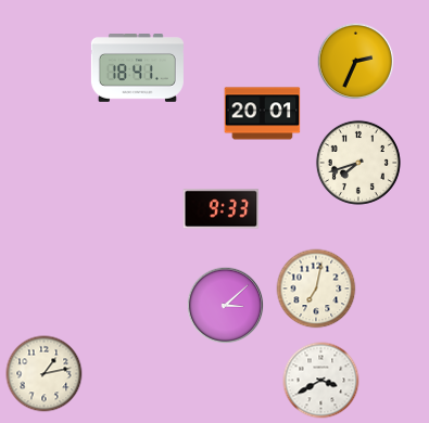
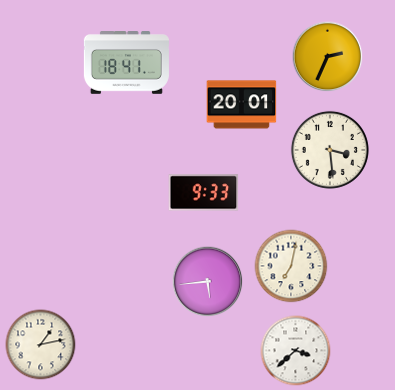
clock at (358, 163): 7:42 -> 3:29
clock at (226, 306): 3:08 -> 5:44
clock at (321, 381): 3:40 -> 3:38
